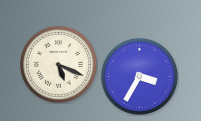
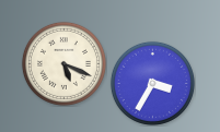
clock at (58, 64) position: (58, 64) -> (63, 63)
